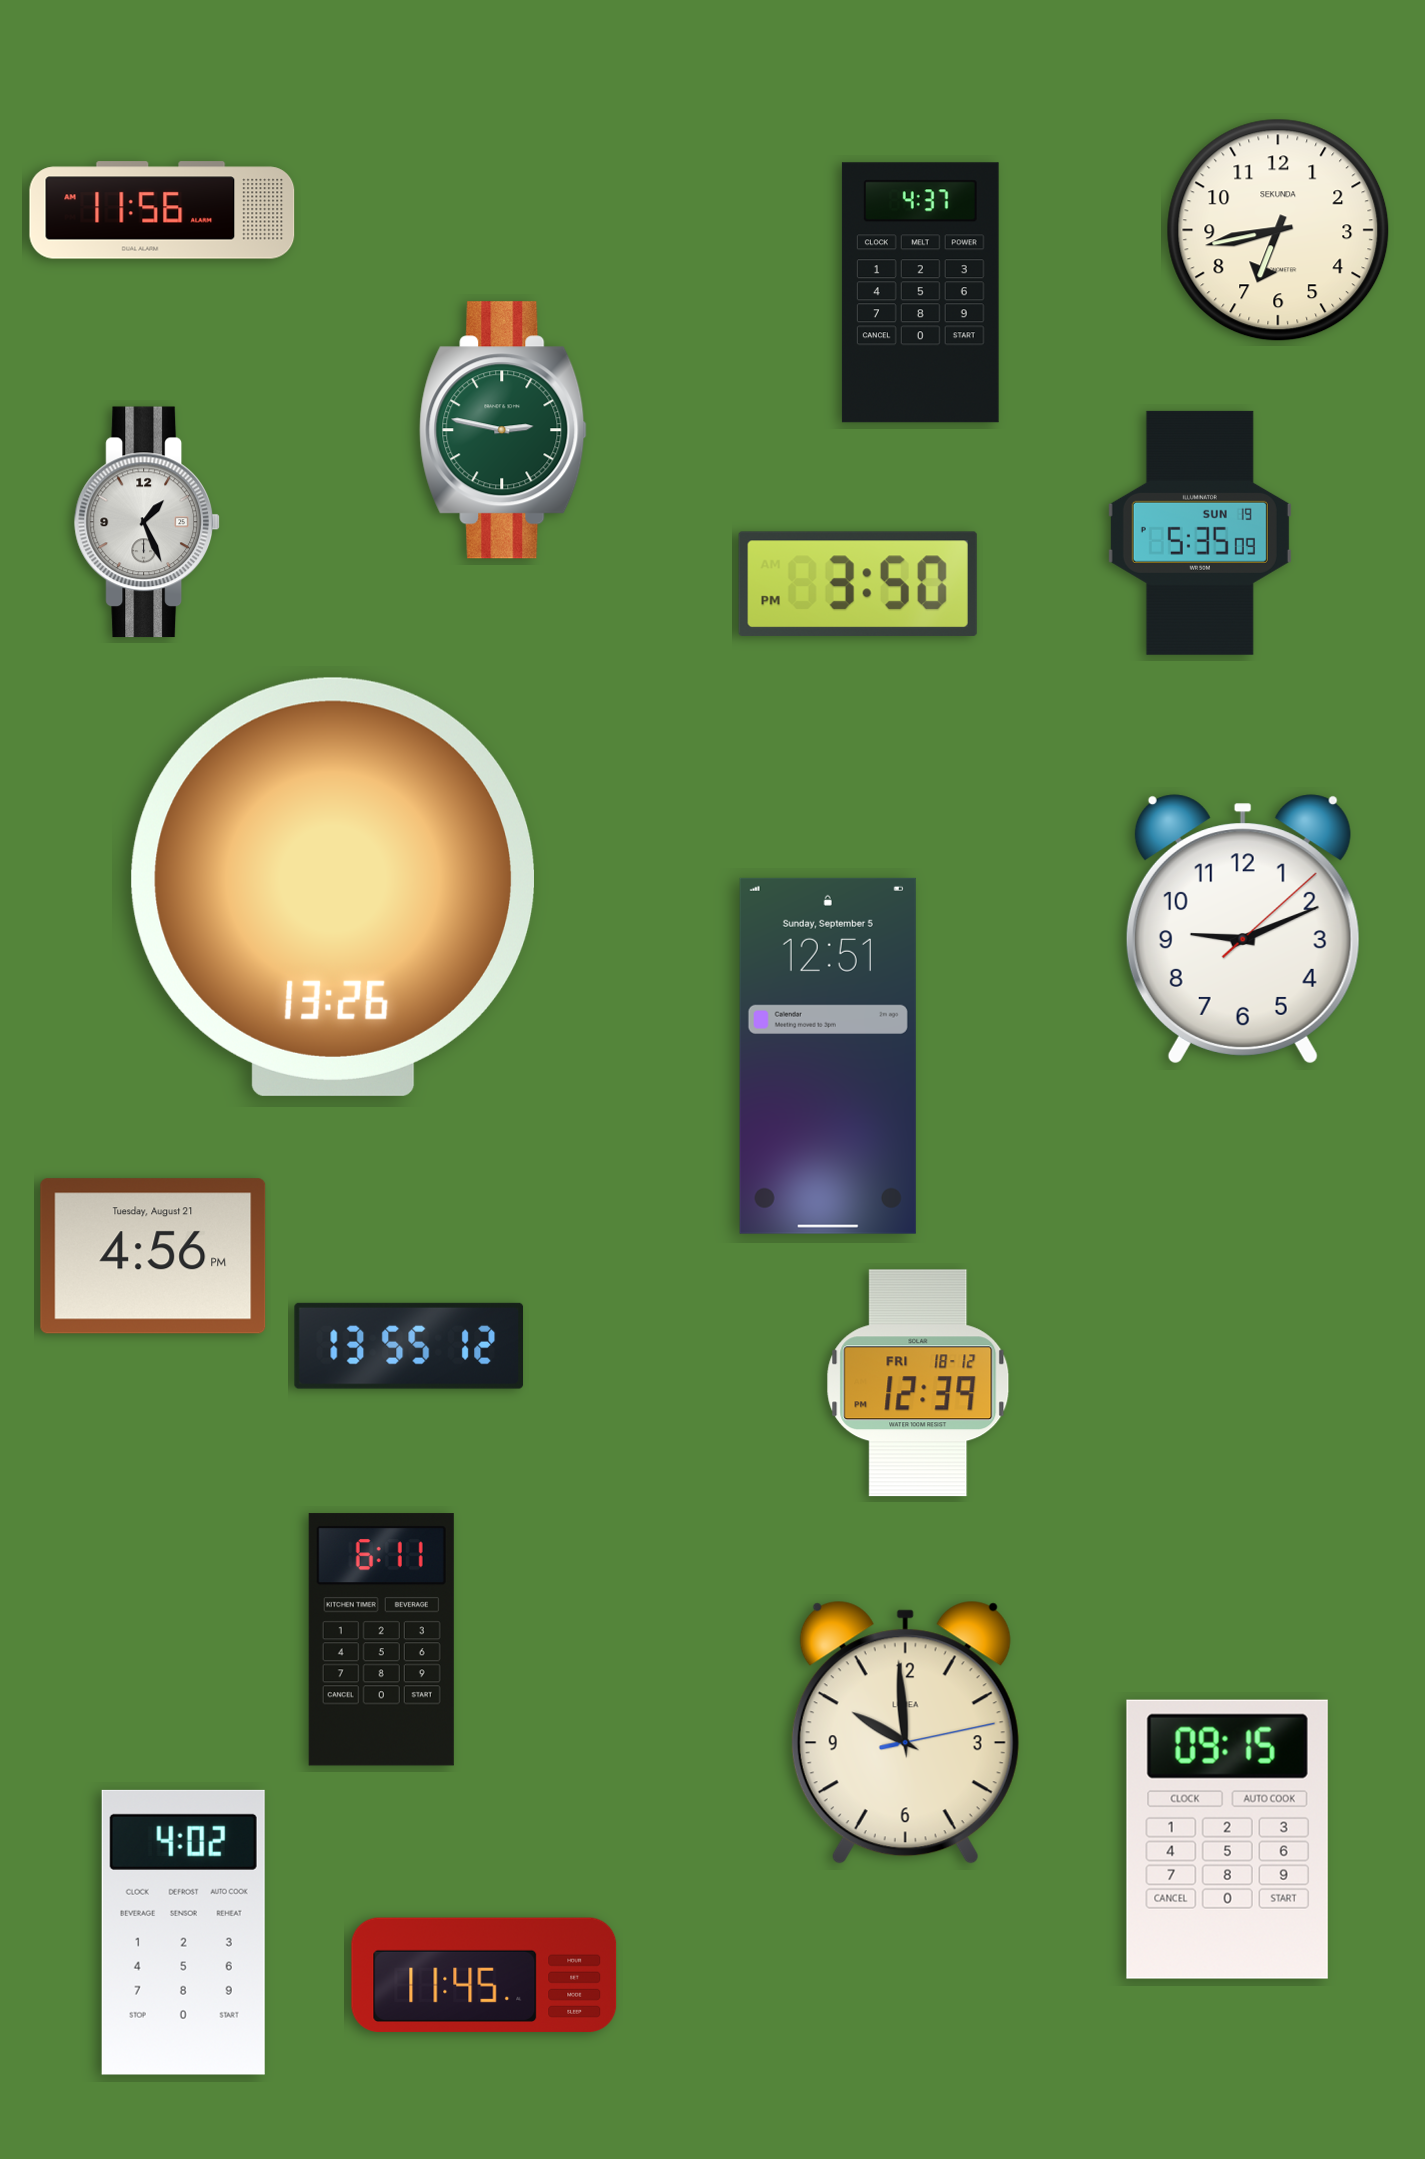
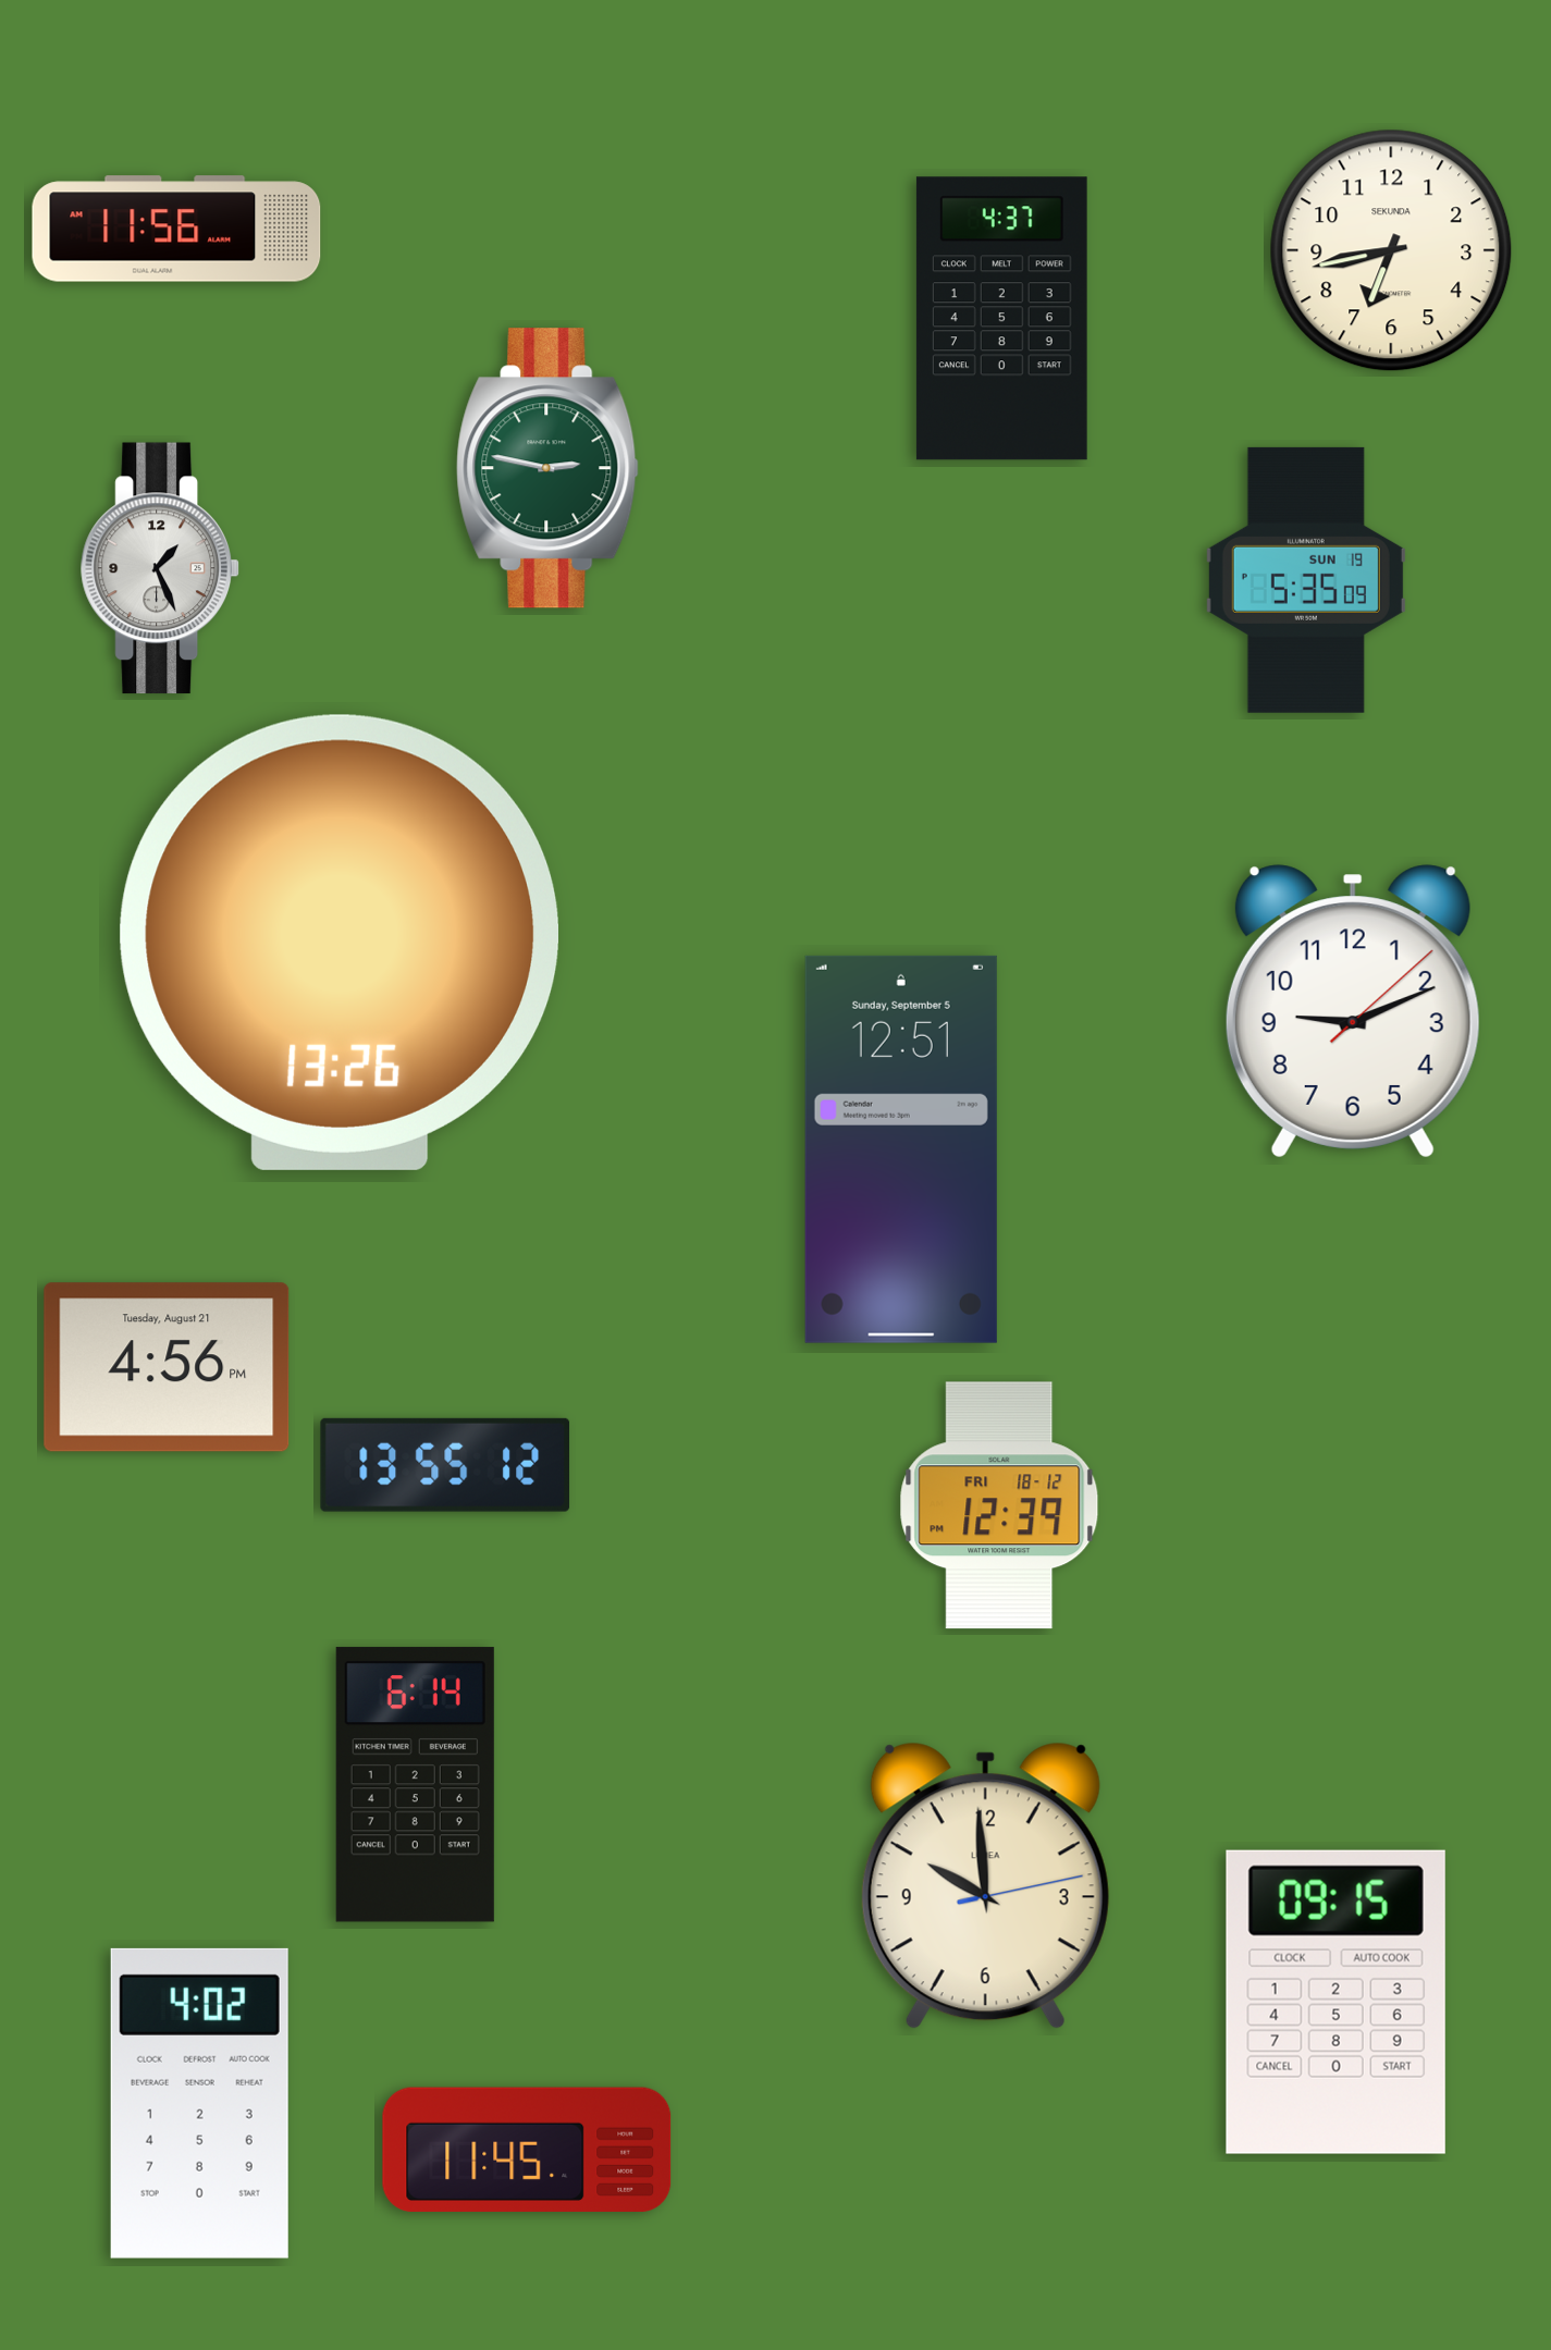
clock at (858, 584): 3:50 -> none
clock at (332, 887) position: (332, 887) -> (338, 943)
clock at (381, 1640): 6:11 -> 6:14
